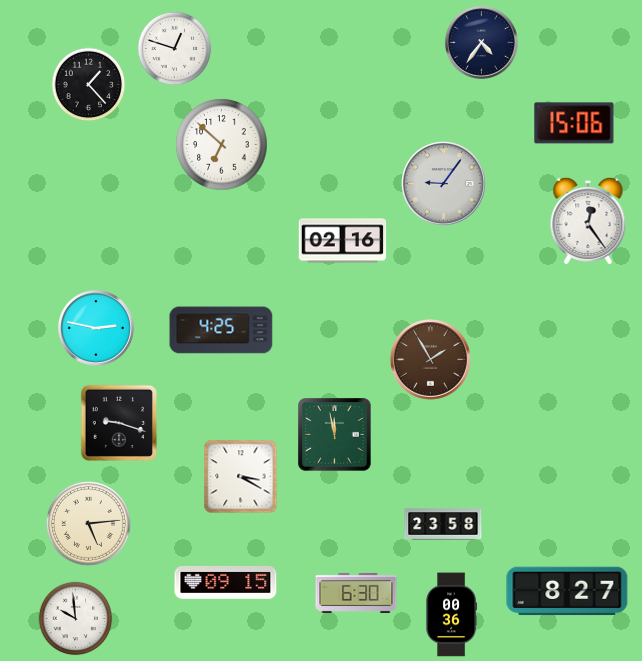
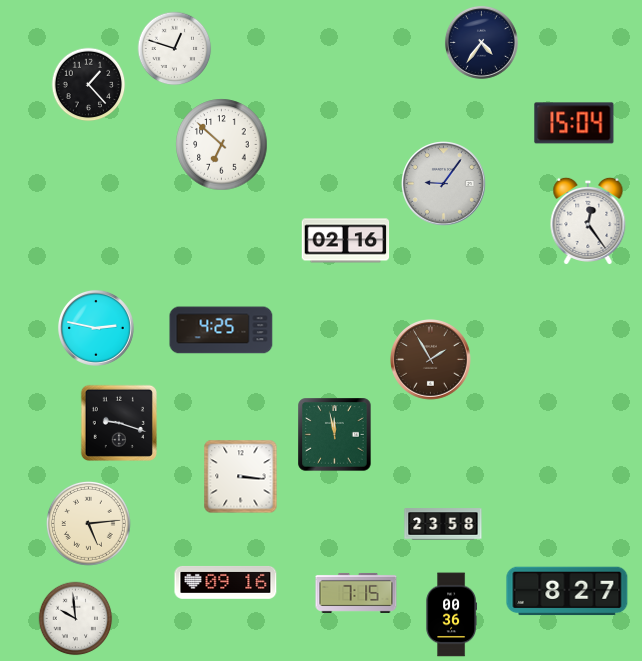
clock at (574, 123): 15:06 -> 15:04
clock at (343, 241) position: (343, 241) -> (346, 241)
clock at (241, 477): 3:20 -> 3:16
clock at (226, 582): 09:15 -> 09:16
clock at (356, 593): 6:30 -> 7:15
